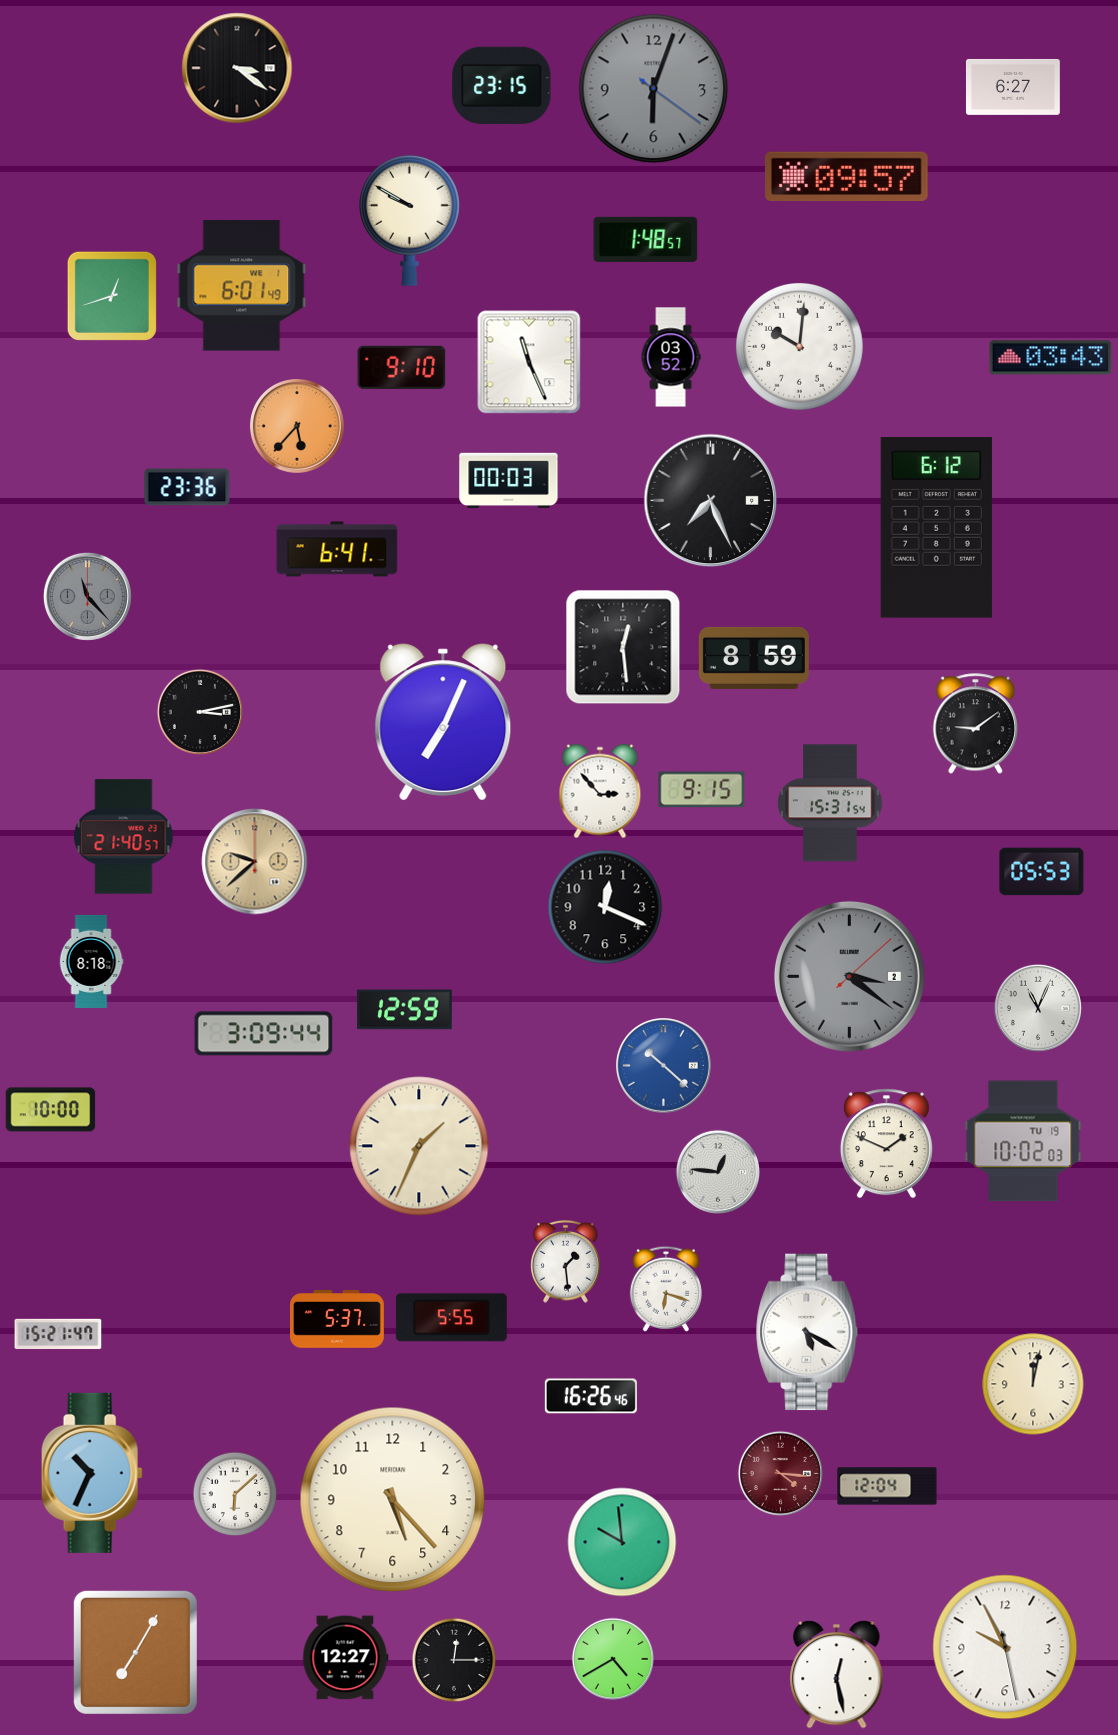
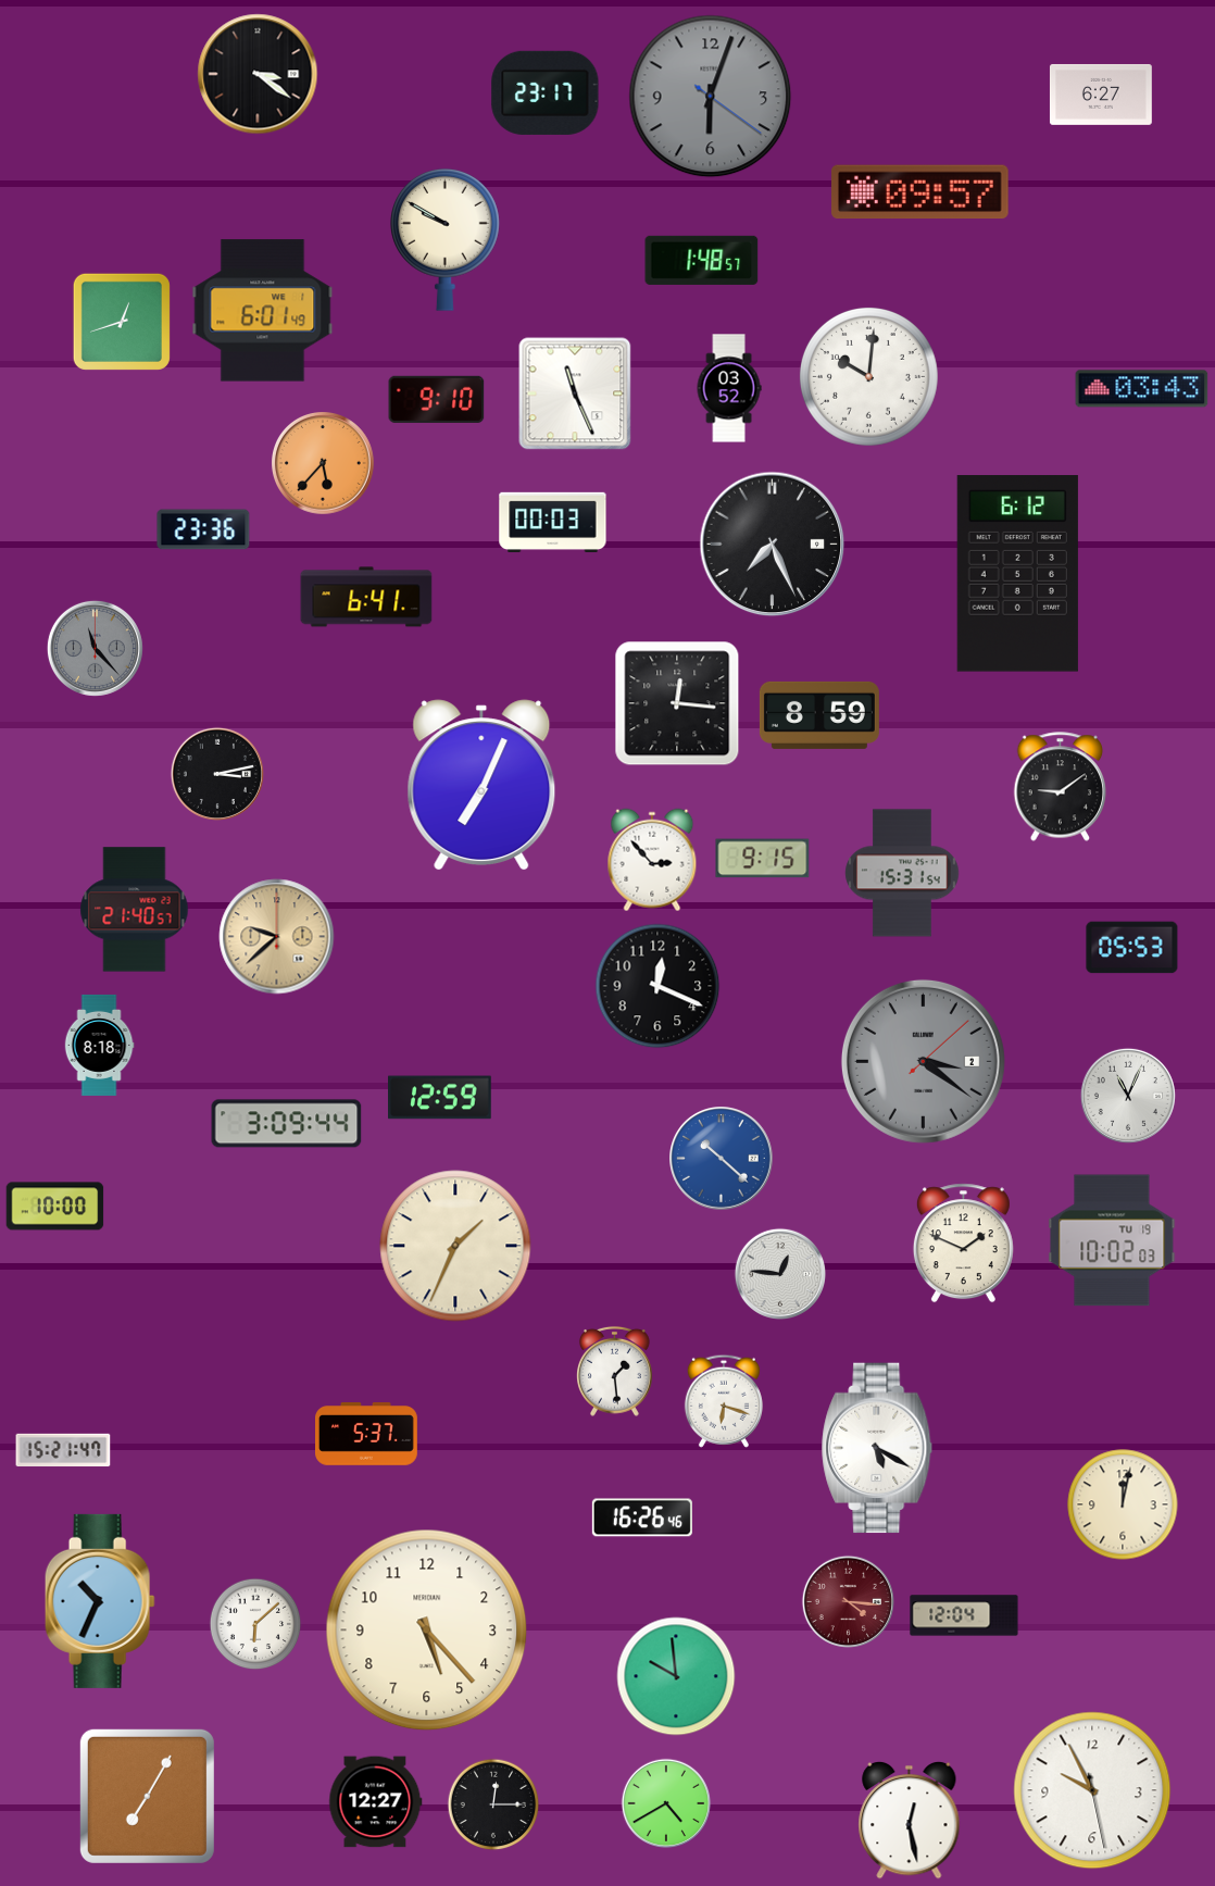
clock at (502, 85): 23:15 -> 23:17
clock at (623, 647): 12:29 -> 12:16
clock at (451, 1318): 5:55 -> none
